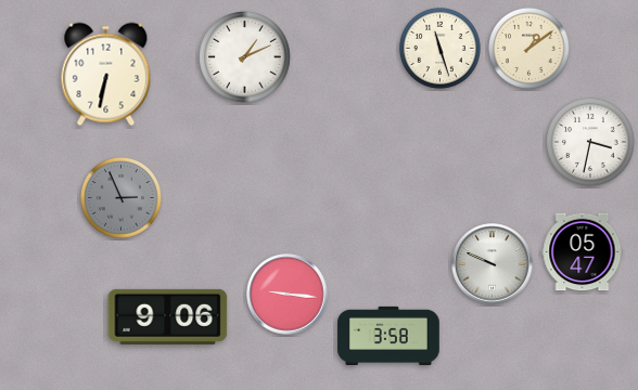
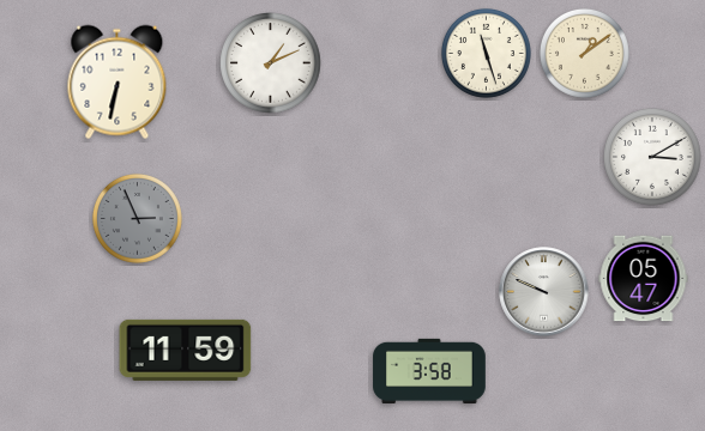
clock at (591, 143): 3:32 -> 3:10
clock at (120, 197) position: (120, 197) -> (137, 218)
clock at (288, 295): 9:16 -> none
clock at (168, 316): 9:06 -> 11:59
